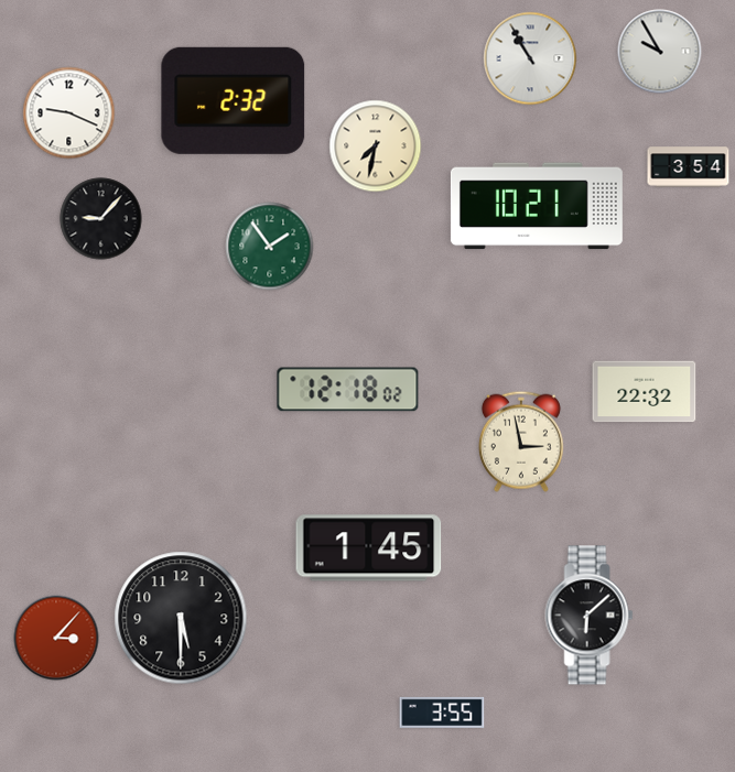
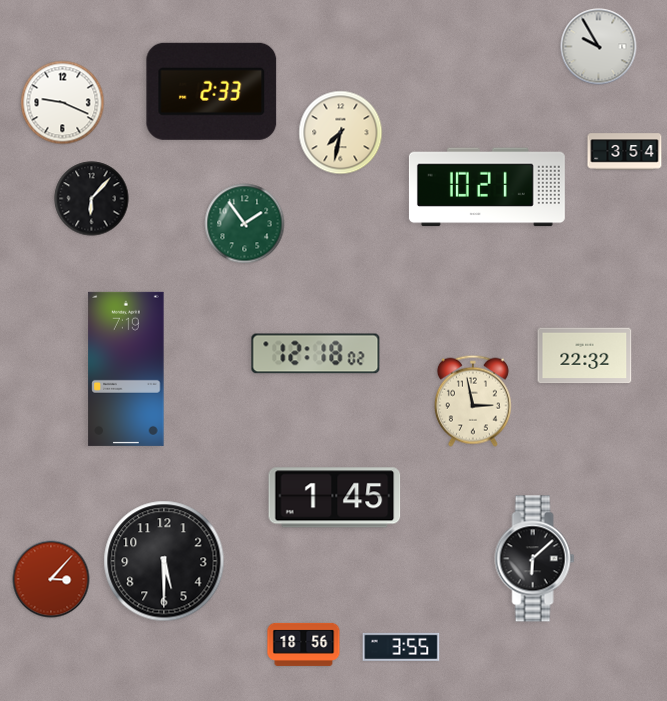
clock at (530, 58): 10:55 -> none
clock at (234, 100): 2:32 -> 2:33
clock at (101, 219): 9:07 -> 6:07
clock at (126, 369): none -> 7:19
clock at (304, 644): none -> 18:56
